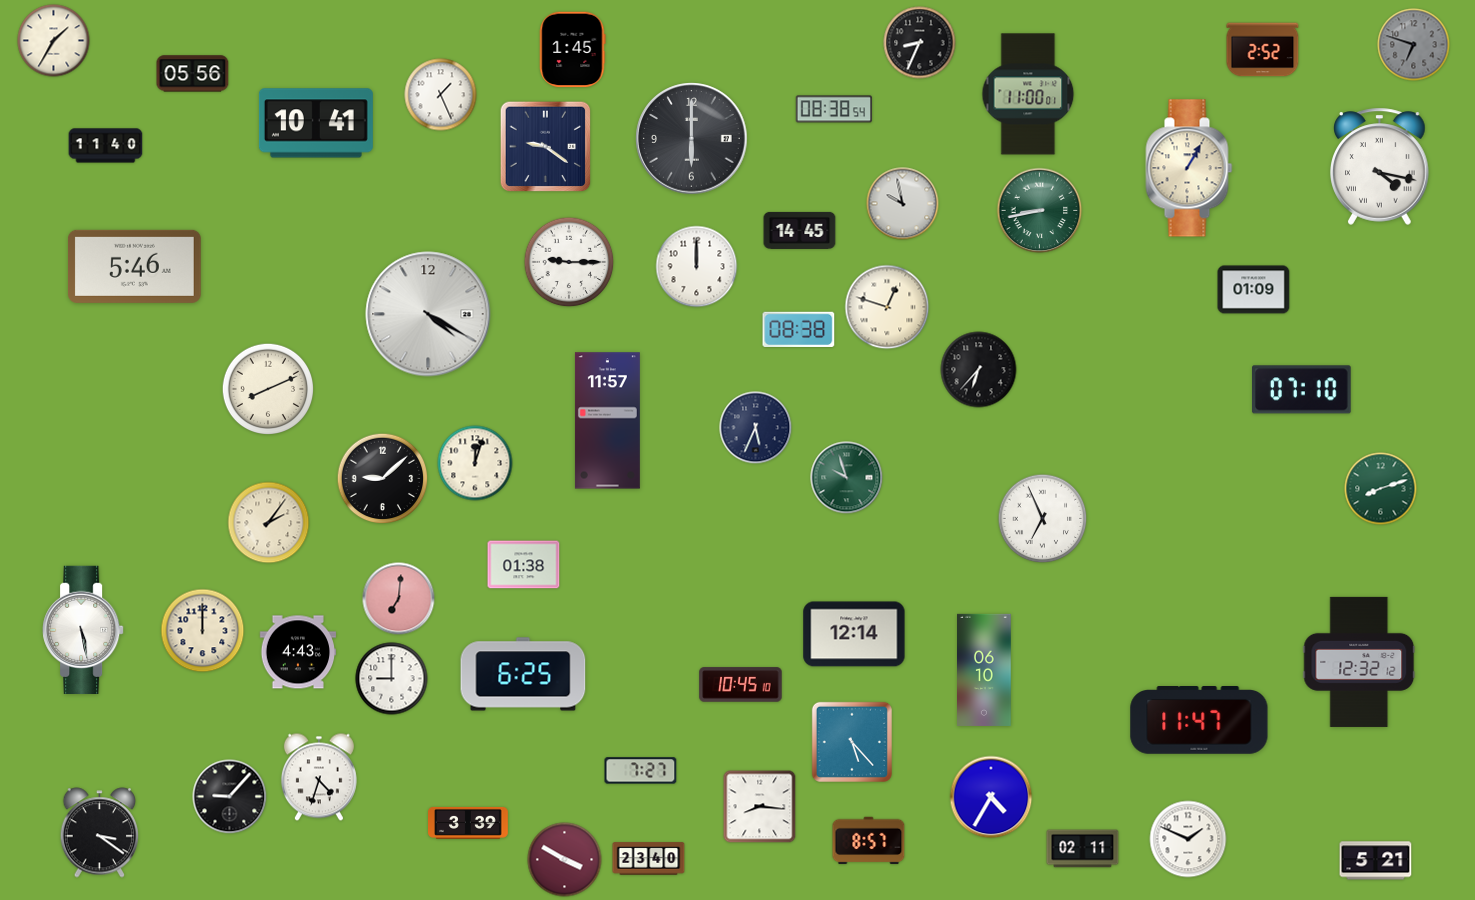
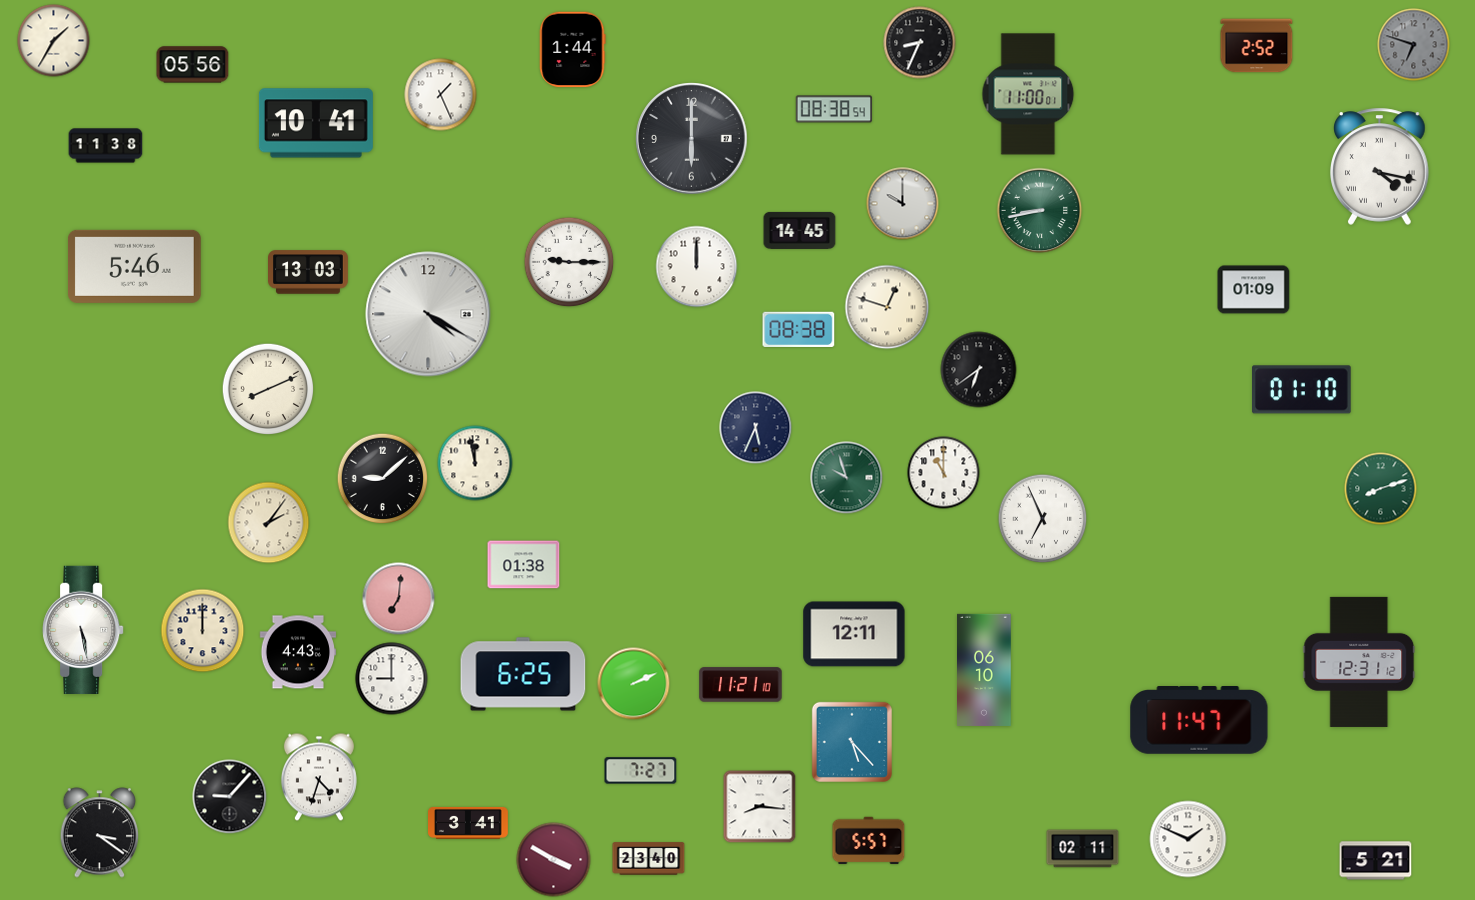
clock at (573, 50): 1:45 -> 1:44
clock at (1263, 50) position: (1263, 50) -> (1257, 46)
clock at (193, 74) position: (193, 74) -> (193, 65)
clock at (106, 146): 11:40 -> 11:38
clock at (546, 147): 9:21 -> none
clock at (1189, 168): 1:05 -> none
clock at (903, 204): 9:58 -> 10:00
clock at (309, 272): none -> 13:03
clock at (979, 370): 6:37 -> 6:39
clock at (1302, 390): 07:10 -> 01:10
clock at (607, 421): 11:57 -> none
clock at (475, 463): 12:03 -> 11:58
clock at (944, 473): none -> 11:00
clock at (854, 634): 12:14 -> 12:11
clock at (1359, 662): 12:32 -> 12:31
clock at (634, 684): none -> 2:11
clock at (741, 685): 10:45 -> 11:21
clock at (991, 797): 4:35 -> none
clock at (469, 823): 3:39 -> 3:41
clock at (869, 841): 8:57 -> 5:57
clock at (565, 860) position: (565, 860) -> (554, 860)
